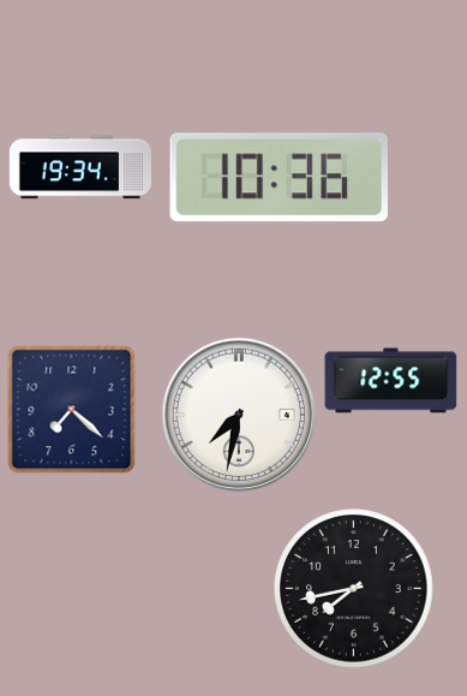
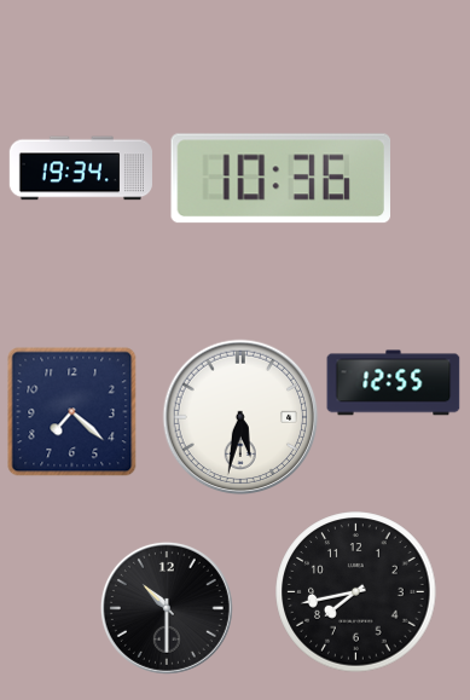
clock at (239, 415): 7:32 -> 5:32
clock at (167, 608): none -> 10:30
